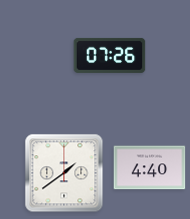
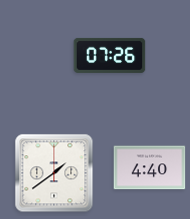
clock at (64, 173) position: (64, 173) -> (54, 173)
